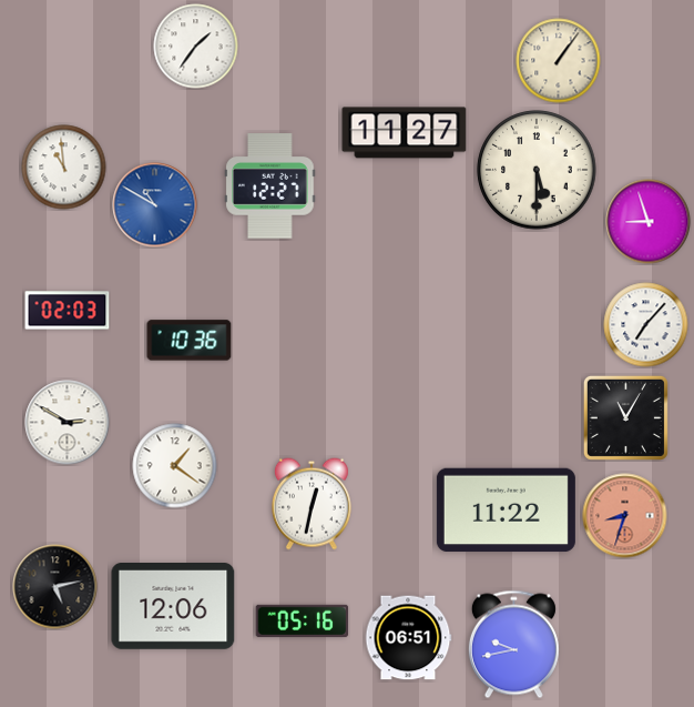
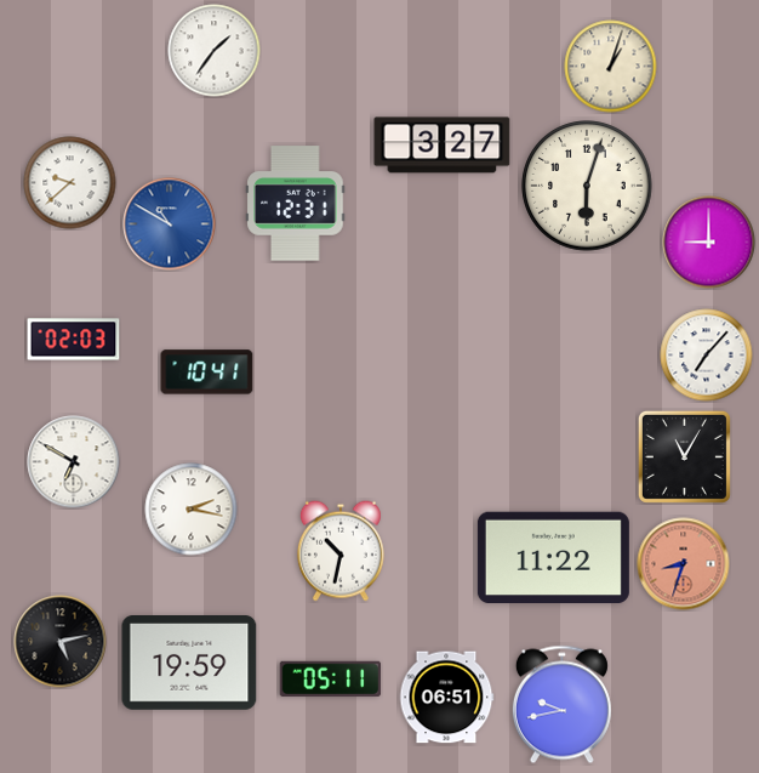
clock at (559, 61): 1:06 -> 1:03
clock at (405, 133): 11:27 -> 3:27
clock at (64, 168): 10:59 -> 9:38
clock at (537, 170): 5:30 -> 6:03
clock at (271, 186): 12:27 -> 12:31
clock at (649, 222): 8:57 -> 9:00
clock at (190, 341): 10:36 -> 10:41
clock at (68, 423): 2:50 -> 6:50
clock at (175, 466): 1:21 -> 2:17
clock at (312, 504): 12:32 -> 10:32
clock at (173, 607): 12:06 -> 19:59
clock at (303, 620): 05:16 -> 05:11
